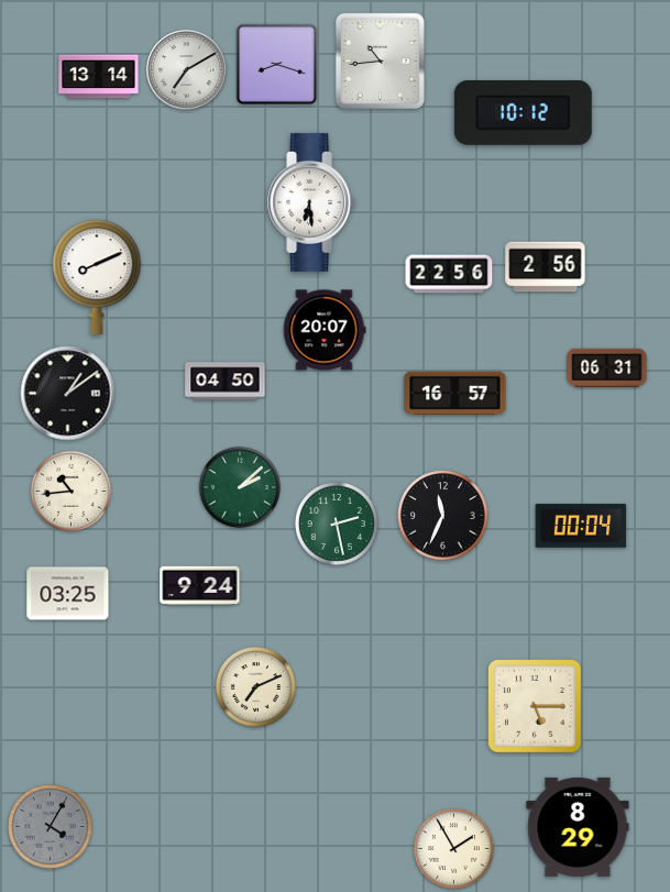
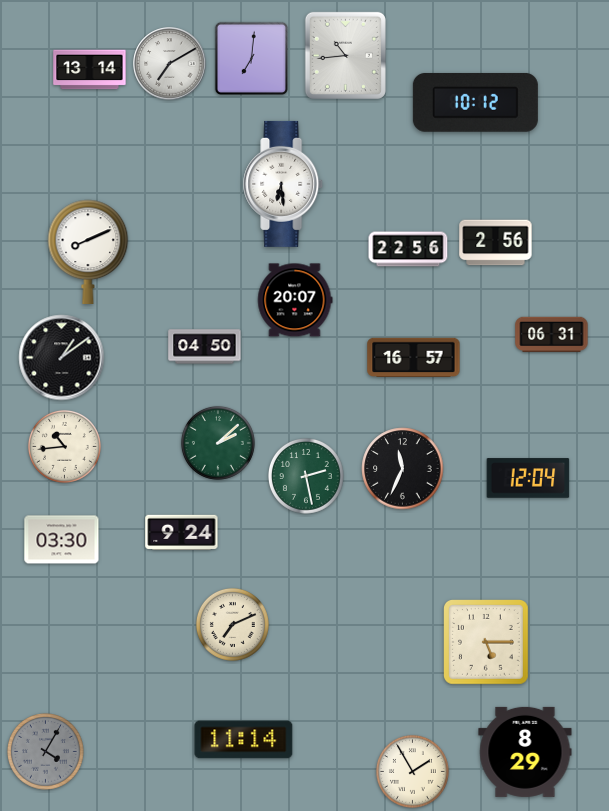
clock at (276, 64): 8:18 -> 7:01
clock at (581, 526): 00:04 -> 12:04
clock at (68, 594): 03:25 -> 03:30
clock at (244, 740): none -> 11:14
